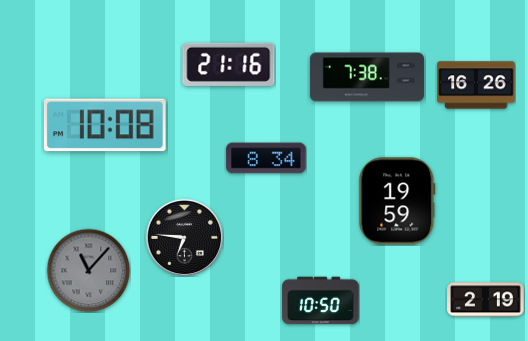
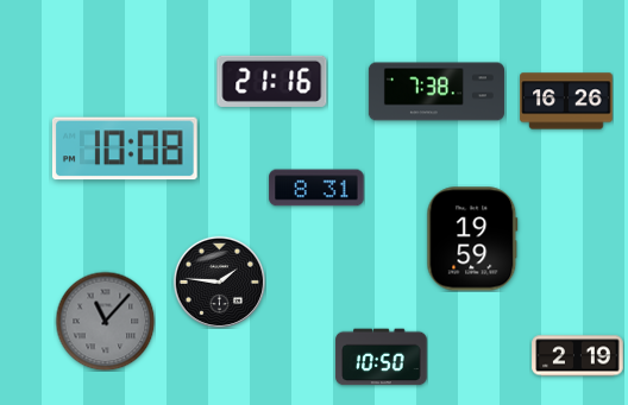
clock at (229, 64) position: (229, 64) -> (272, 81)
clock at (266, 158): 8:34 -> 8:31
clock at (184, 237): 6:46 -> 1:46
